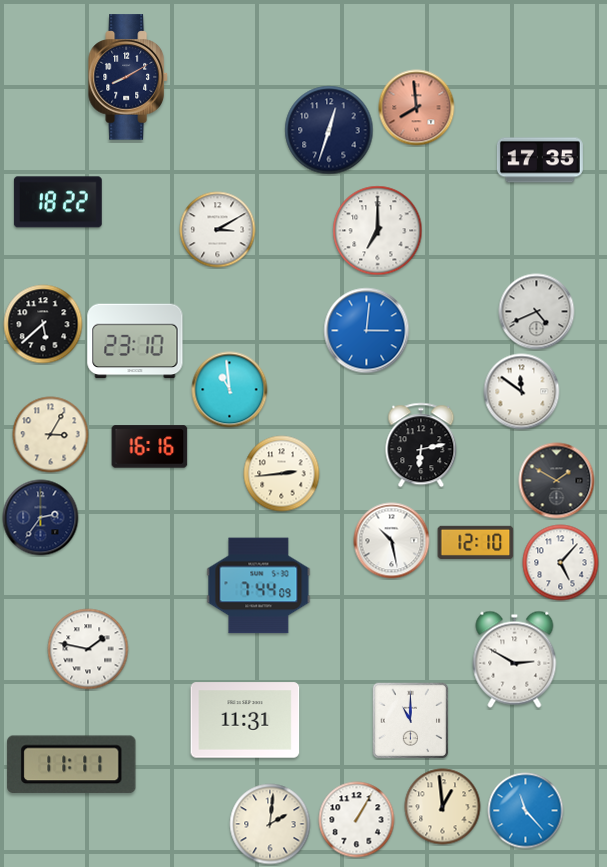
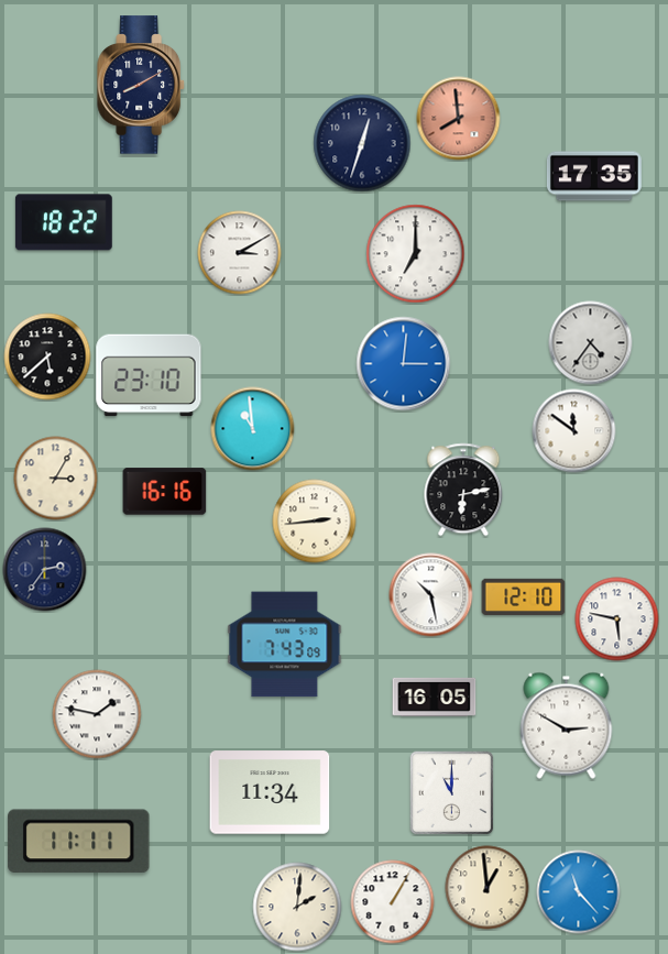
clock at (537, 312): 4:41 -> 4:36
clock at (282, 474) position: (282, 474) -> (315, 522)
clock at (557, 481): 1:50 -> none
clock at (561, 563): 5:07 -> 5:47
clock at (259, 586): 7:44 -> 7:43
clock at (435, 697): none -> 16:05
clock at (245, 720): 11:31 -> 11:34
